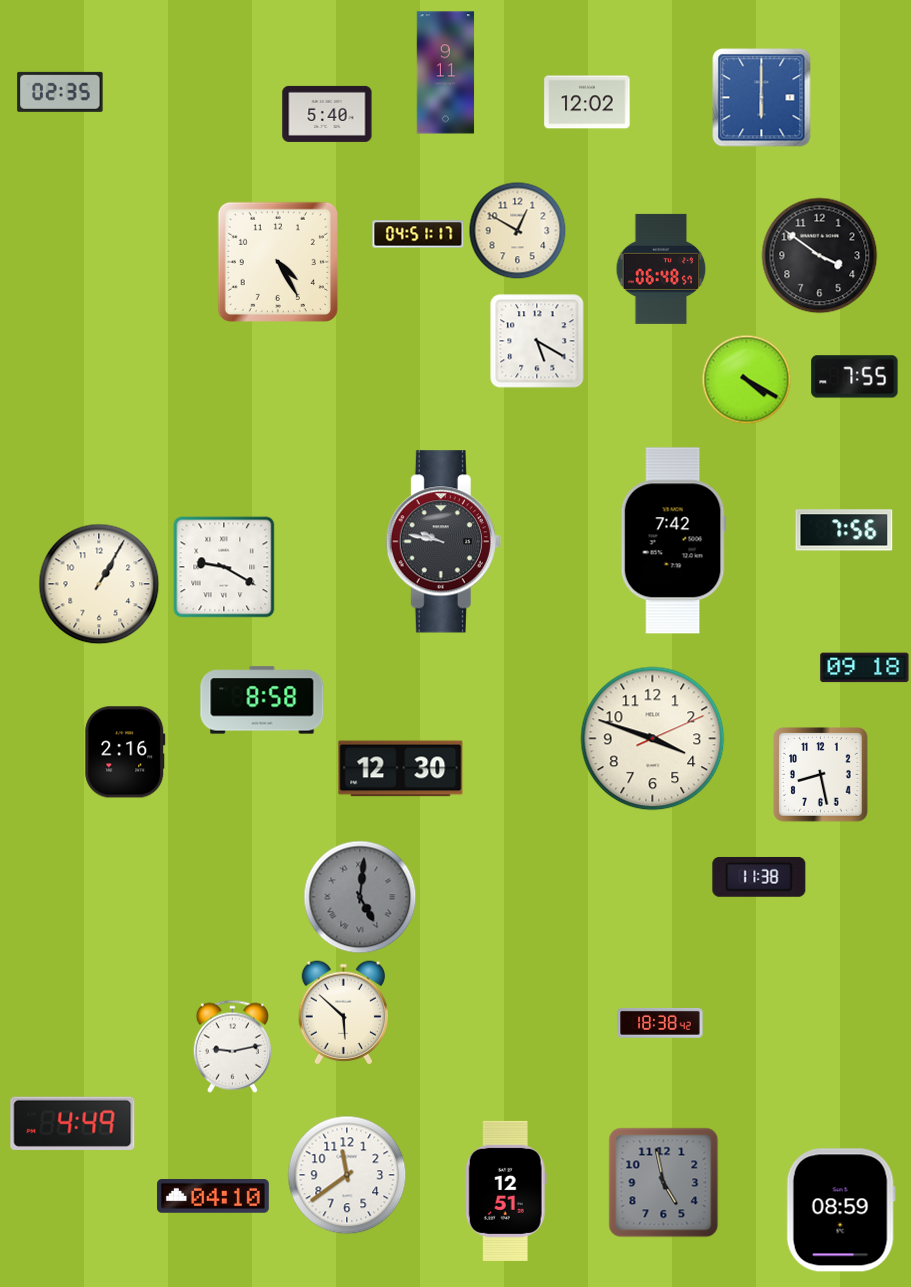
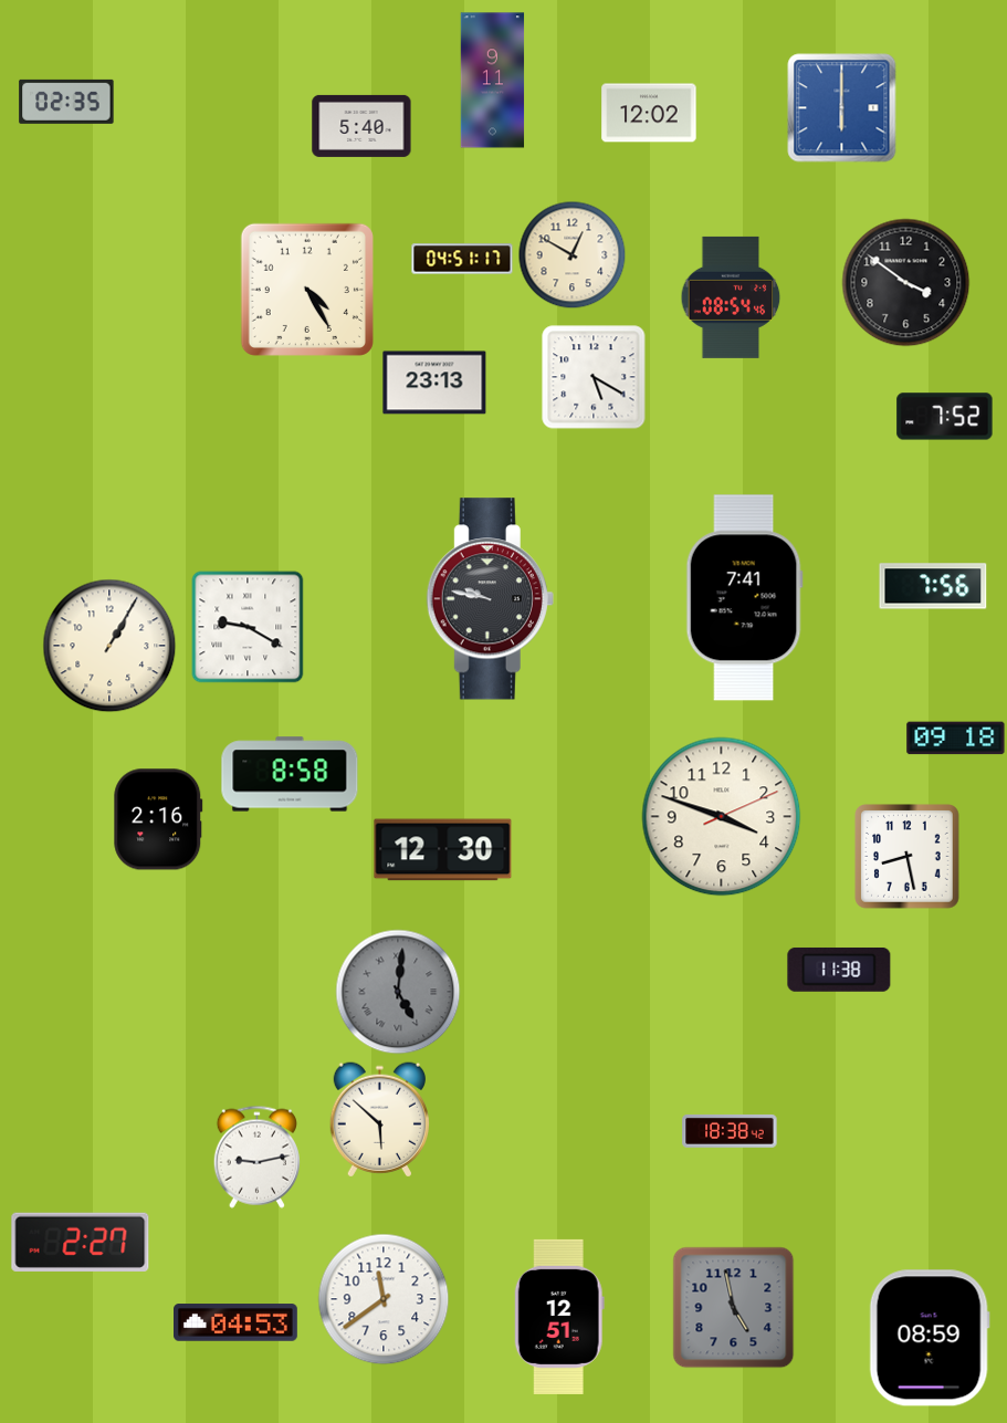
clock at (661, 269): 06:48 -> 08:54
clock at (434, 383): none -> 23:13
clock at (855, 377): 7:55 -> 7:52
clock at (747, 380): 4:20 -> none
clock at (673, 541): 7:42 -> 7:41
clock at (125, 752) position: (125, 752) -> (158, 819)
clock at (73, 1123): 4:49 -> 2:27
clock at (214, 1196): 04:10 -> 04:53
